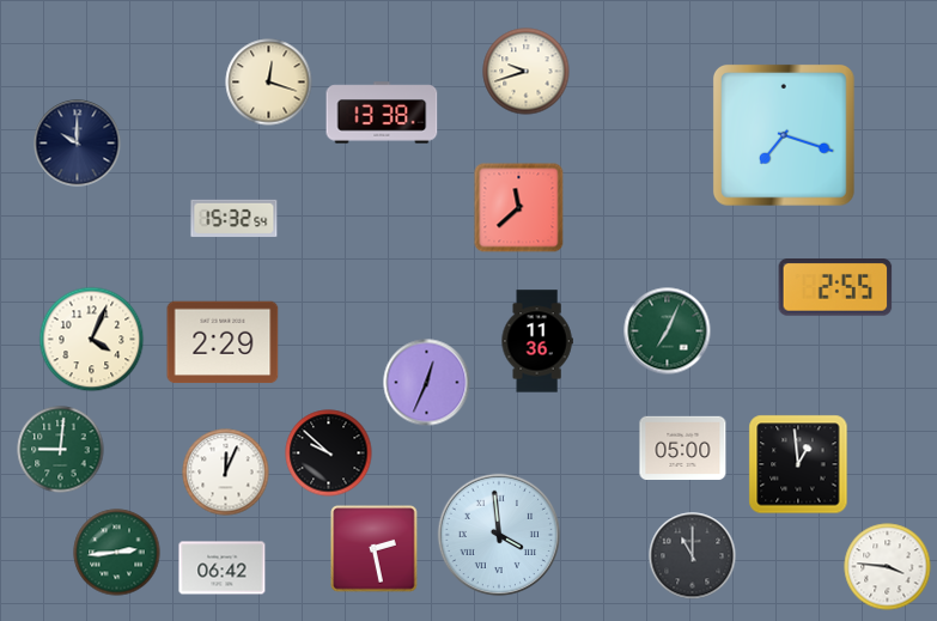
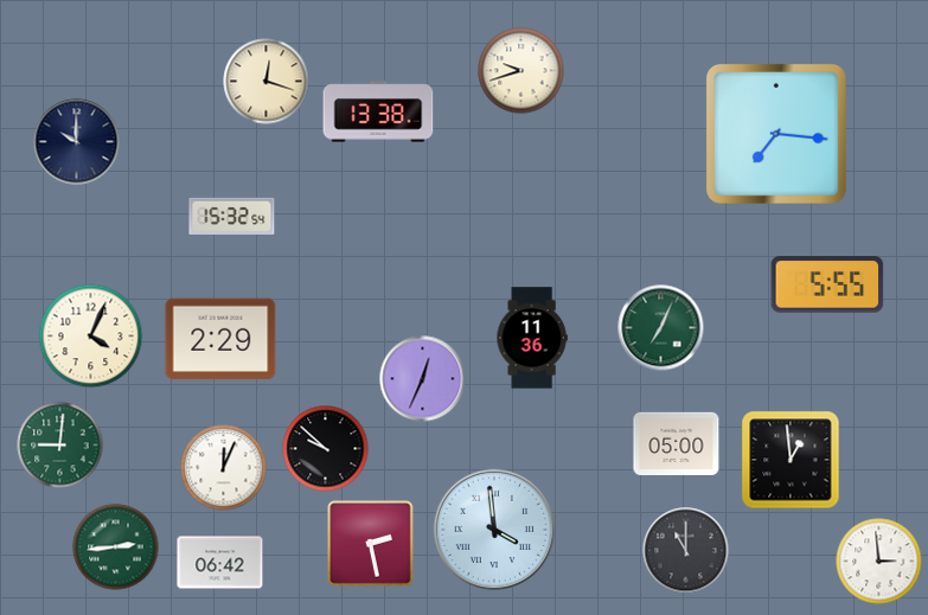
clock at (784, 135): 7:18 -> 7:16
clock at (519, 208): 11:38 -> none
clock at (835, 288): 2:55 -> 5:55
clock at (888, 567): 3:46 -> 2:59
